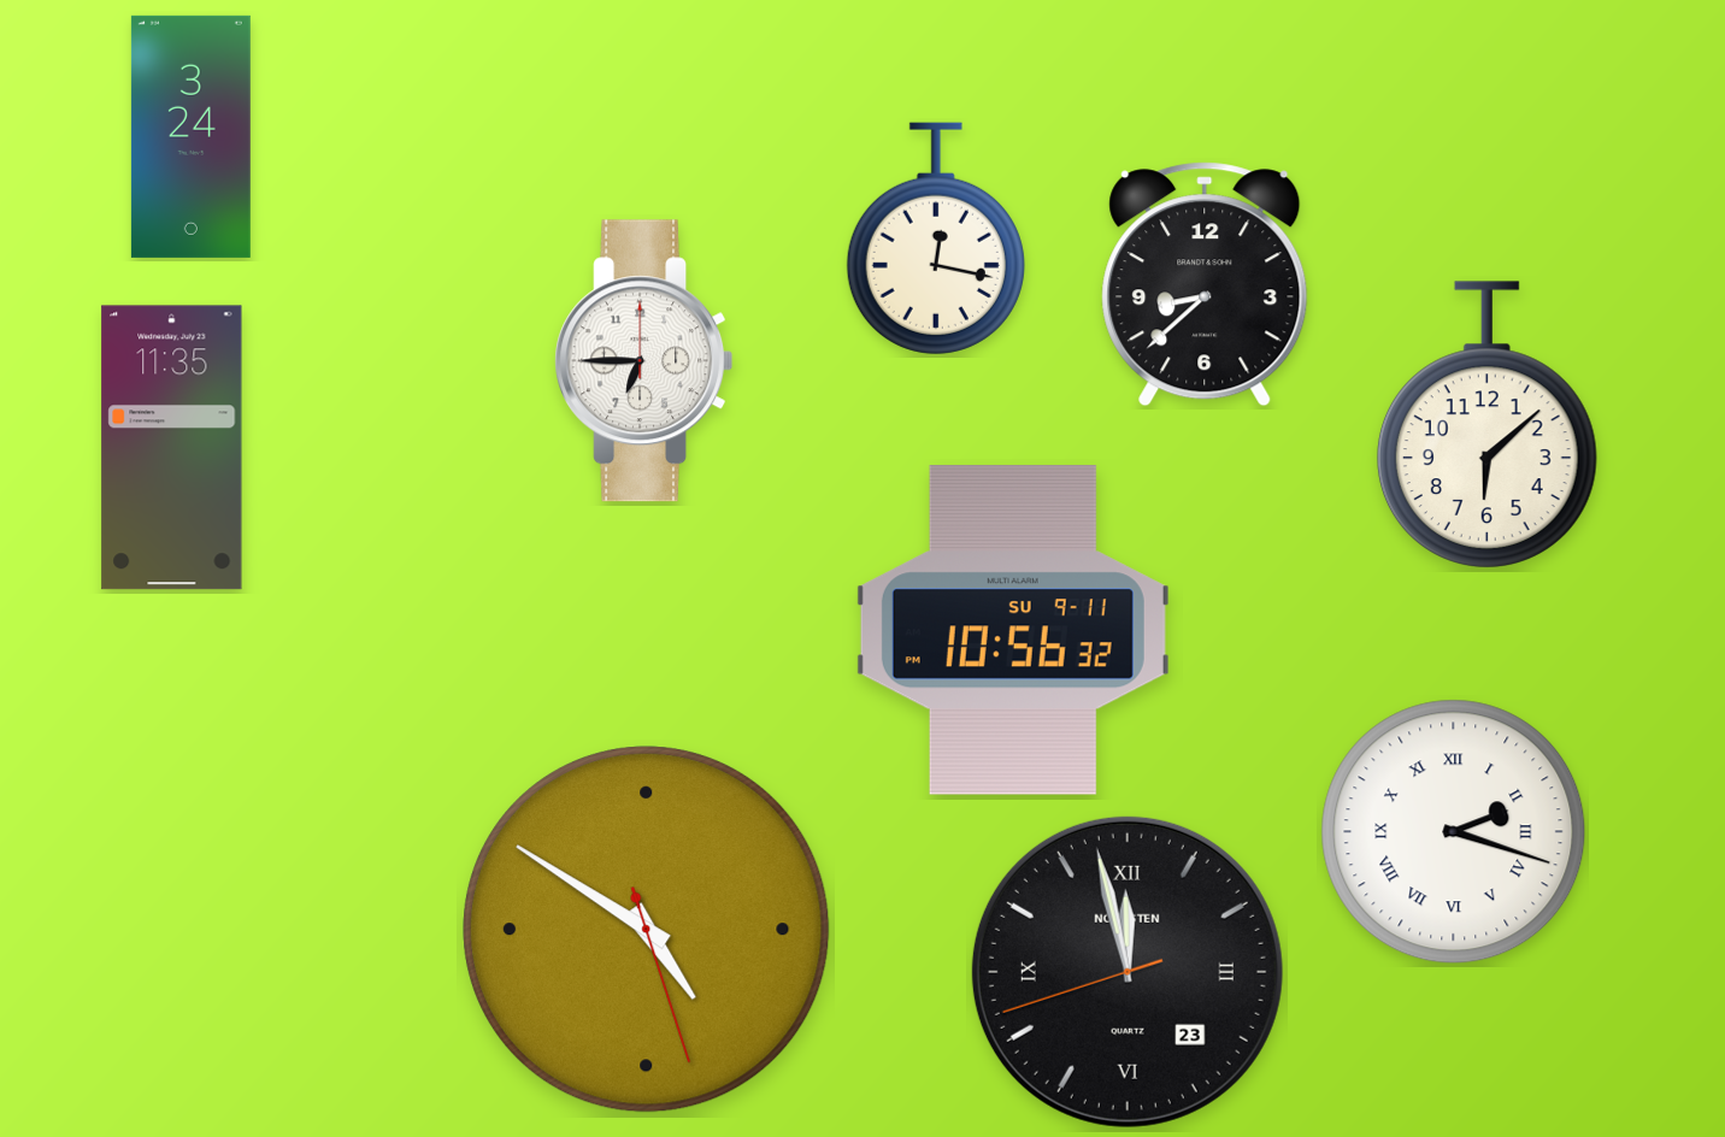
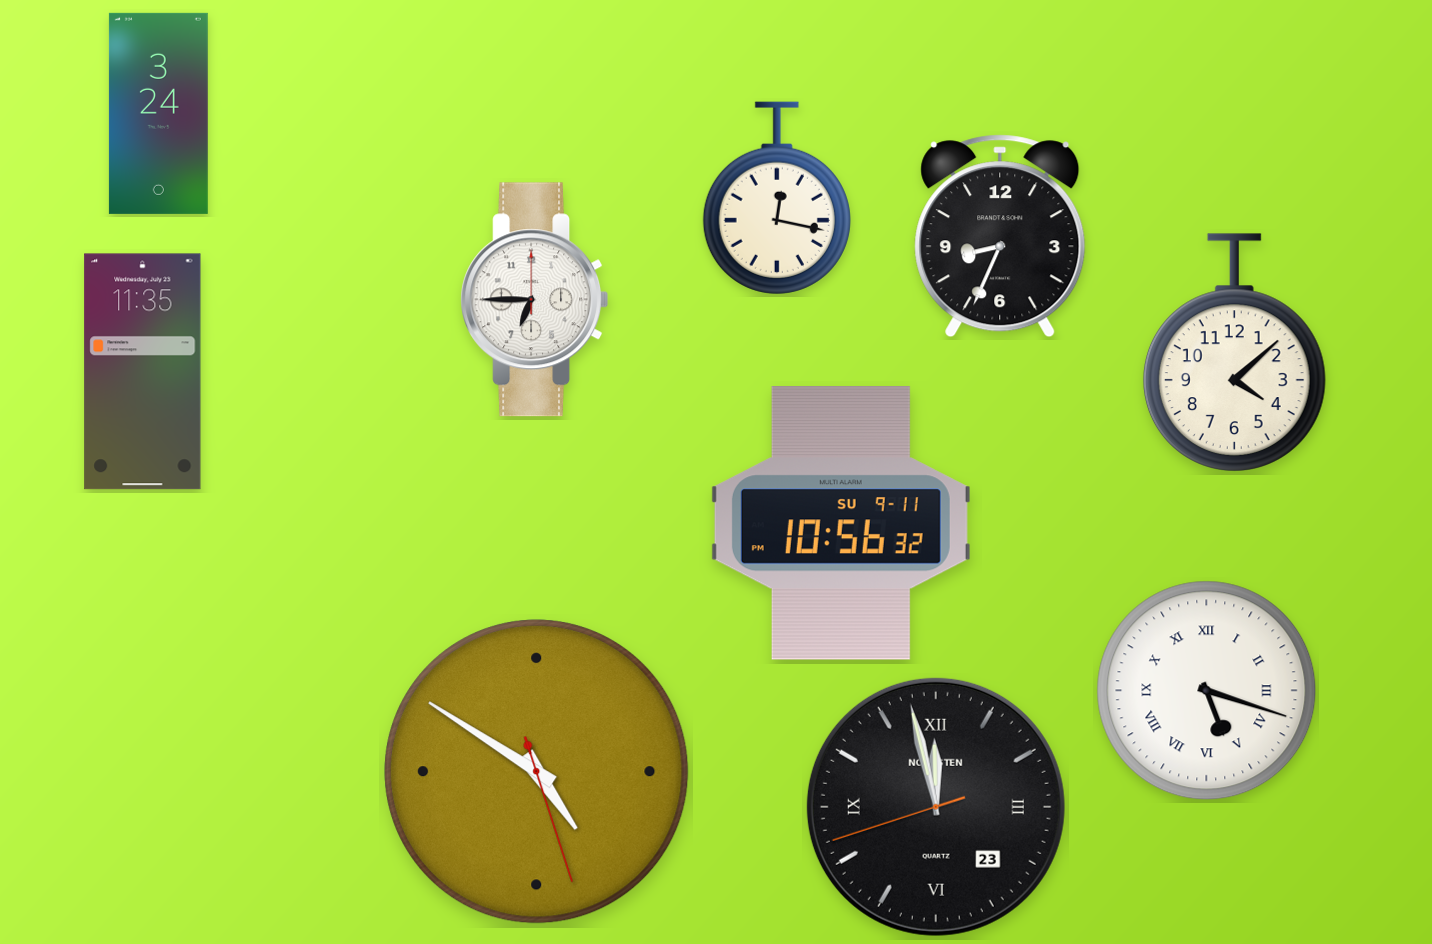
clock at (1205, 284): 8:38 -> 8:34
clock at (1486, 425): 6:08 -> 4:08
clock at (1454, 832): 2:18 -> 5:18
